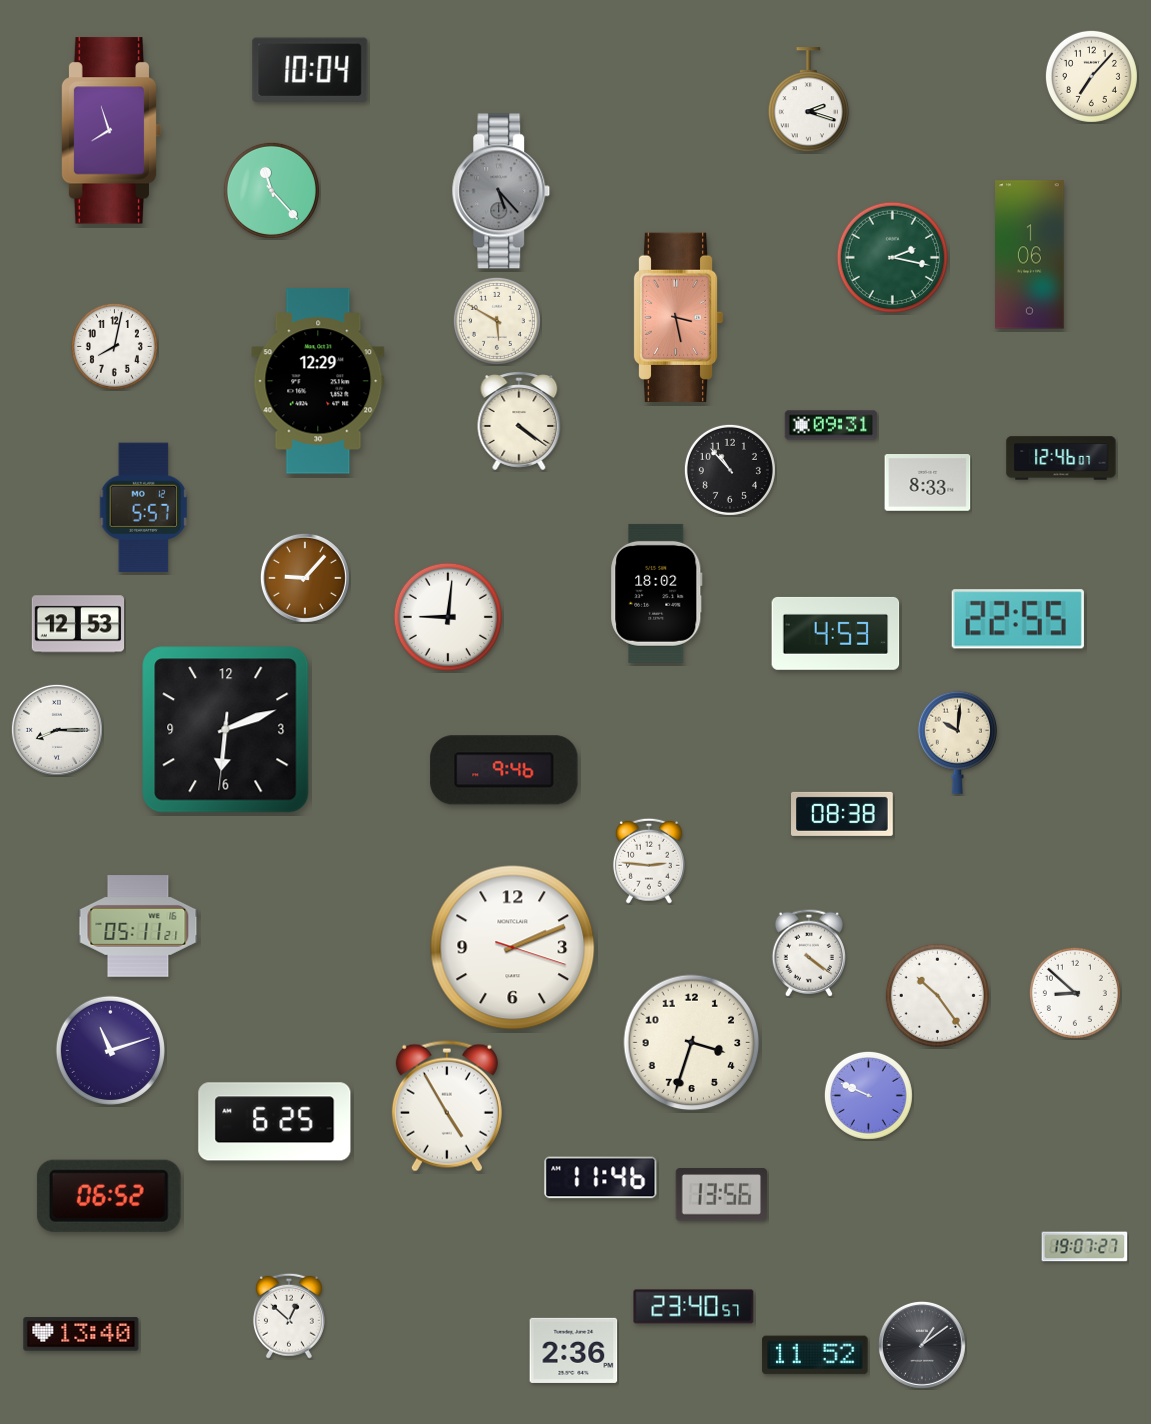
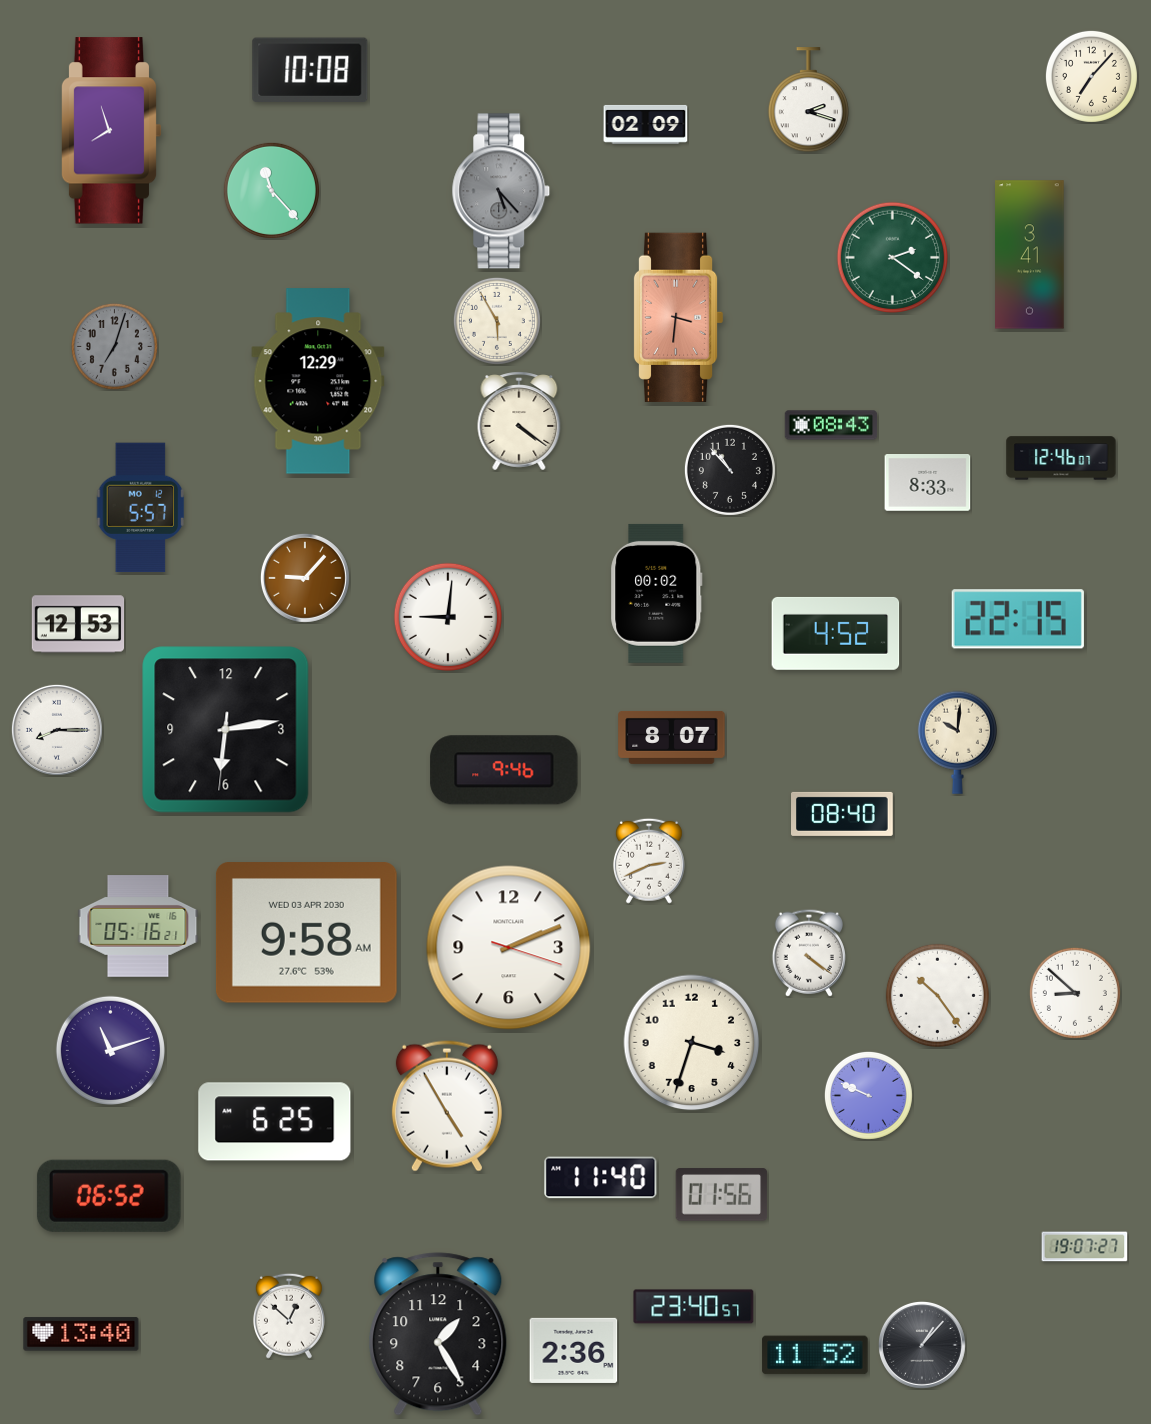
clock at (310, 70): 10:04 -> 10:08
clock at (646, 124): none -> 02:09
clock at (1030, 255): 1:06 -> 3:41
clock at (892, 257): 2:17 -> 2:21
clock at (678, 317): 3:28 -> 3:31
clock at (497, 321): 5:50 -> 5:55
clock at (114, 346): 8:02 -> 7:03
clock at (114, 346) dial: white -> grey
clock at (831, 425): 09:31 -> 08:43
clock at (144, 508) position: (144, 508) -> (141, 508)
clock at (657, 593): 18:02 -> 00:02
clock at (1018, 619): 22:55 -> 22:15
clock at (836, 633): 4:53 -> 4:52
clock at (226, 730): 6:11 -> 6:13
clock at (672, 737): none -> 8:07
clock at (843, 814): 08:38 -> 08:40
clock at (649, 861): 2:46 -> 2:41
clock at (138, 926): 05:11 -> 05:16
clock at (306, 933): none -> 9:58
clock at (513, 948) position: (513, 948) -> (509, 948)
clock at (601, 1178): 11:46 -> 11:40
clock at (722, 1195): 13:56 -> 01:56
clock at (438, 1334): none -> 1:25
clock at (922, 1345): 1:09 -> 1:07
